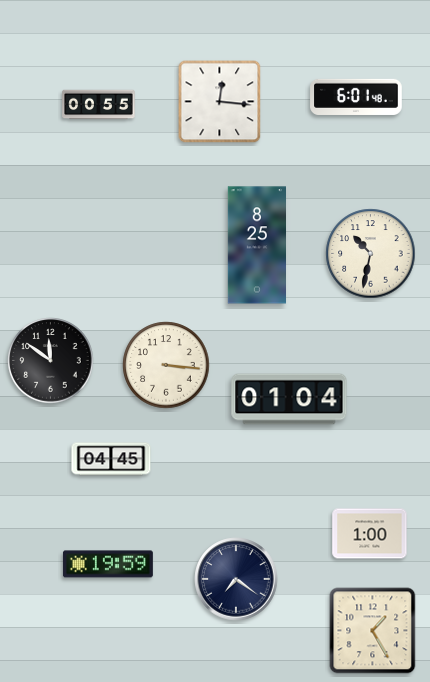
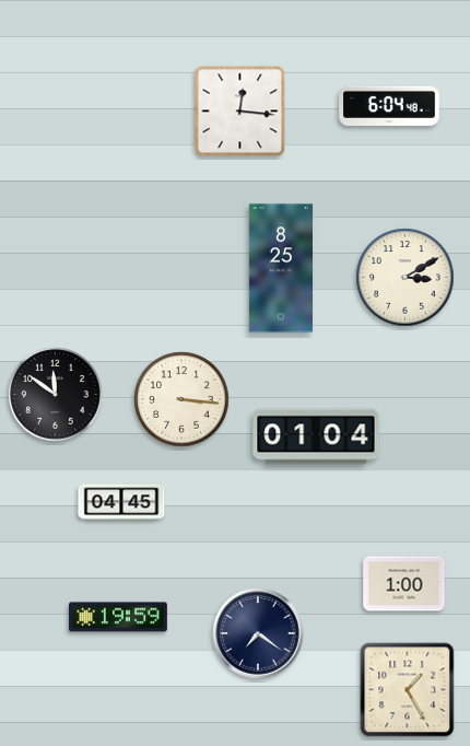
clock at (356, 97): 6:01 -> 6:04
clock at (99, 105): 00:55 -> none
clock at (371, 254): 10:32 -> 3:10
